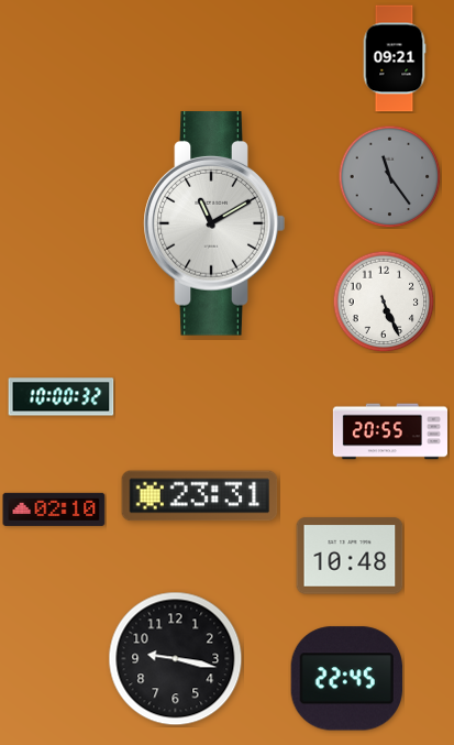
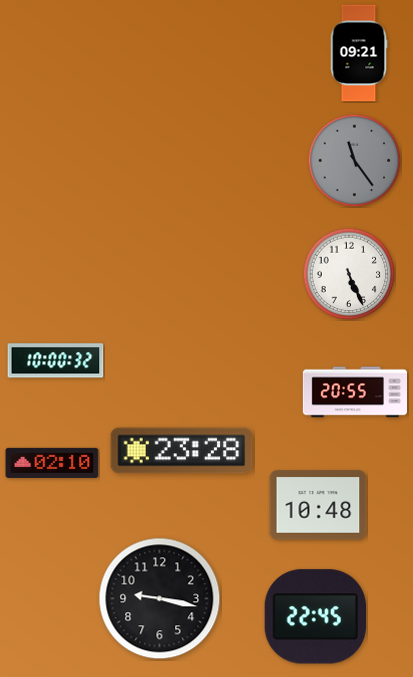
clock at (214, 223): 11:10 -> none
clock at (200, 496): 23:31 -> 23:28
clock at (54, 510) position: (54, 510) -> (52, 463)
